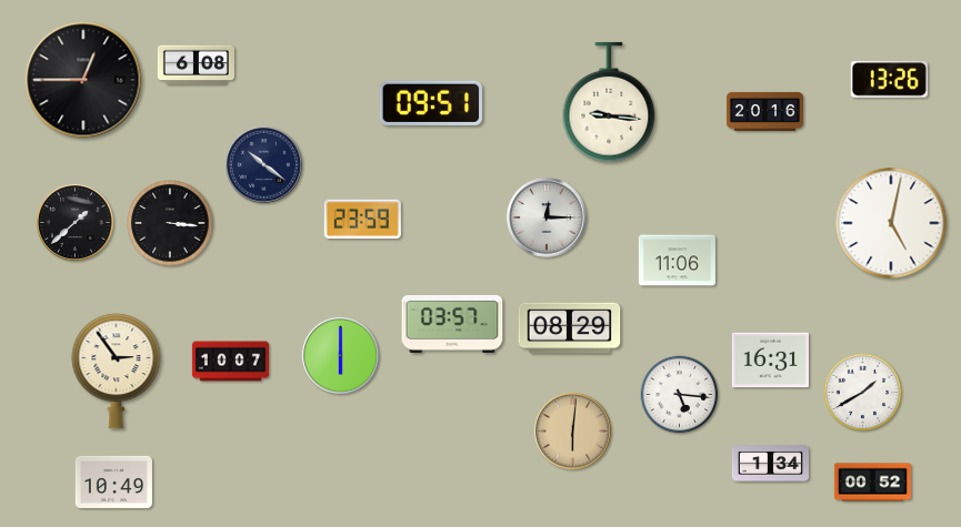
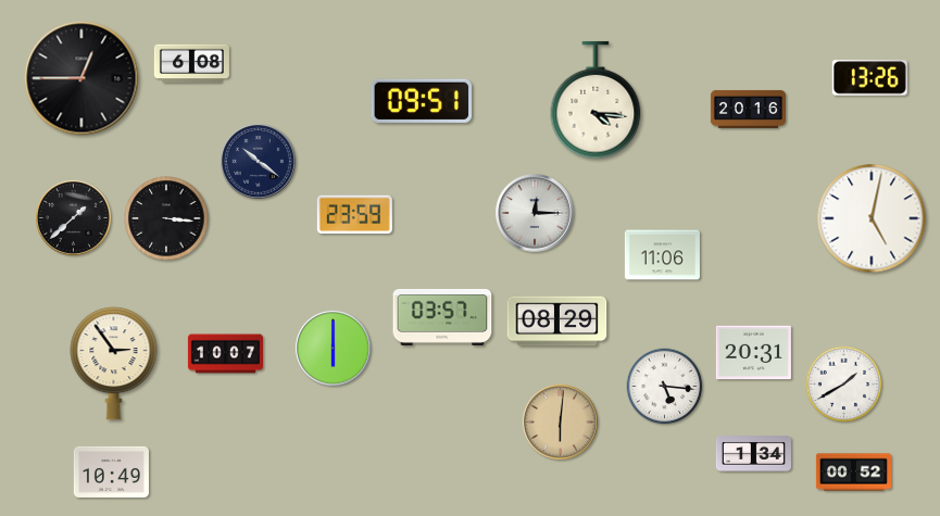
clock at (609, 102): 9:16 -> 4:16
clock at (770, 361): 16:31 -> 20:31
